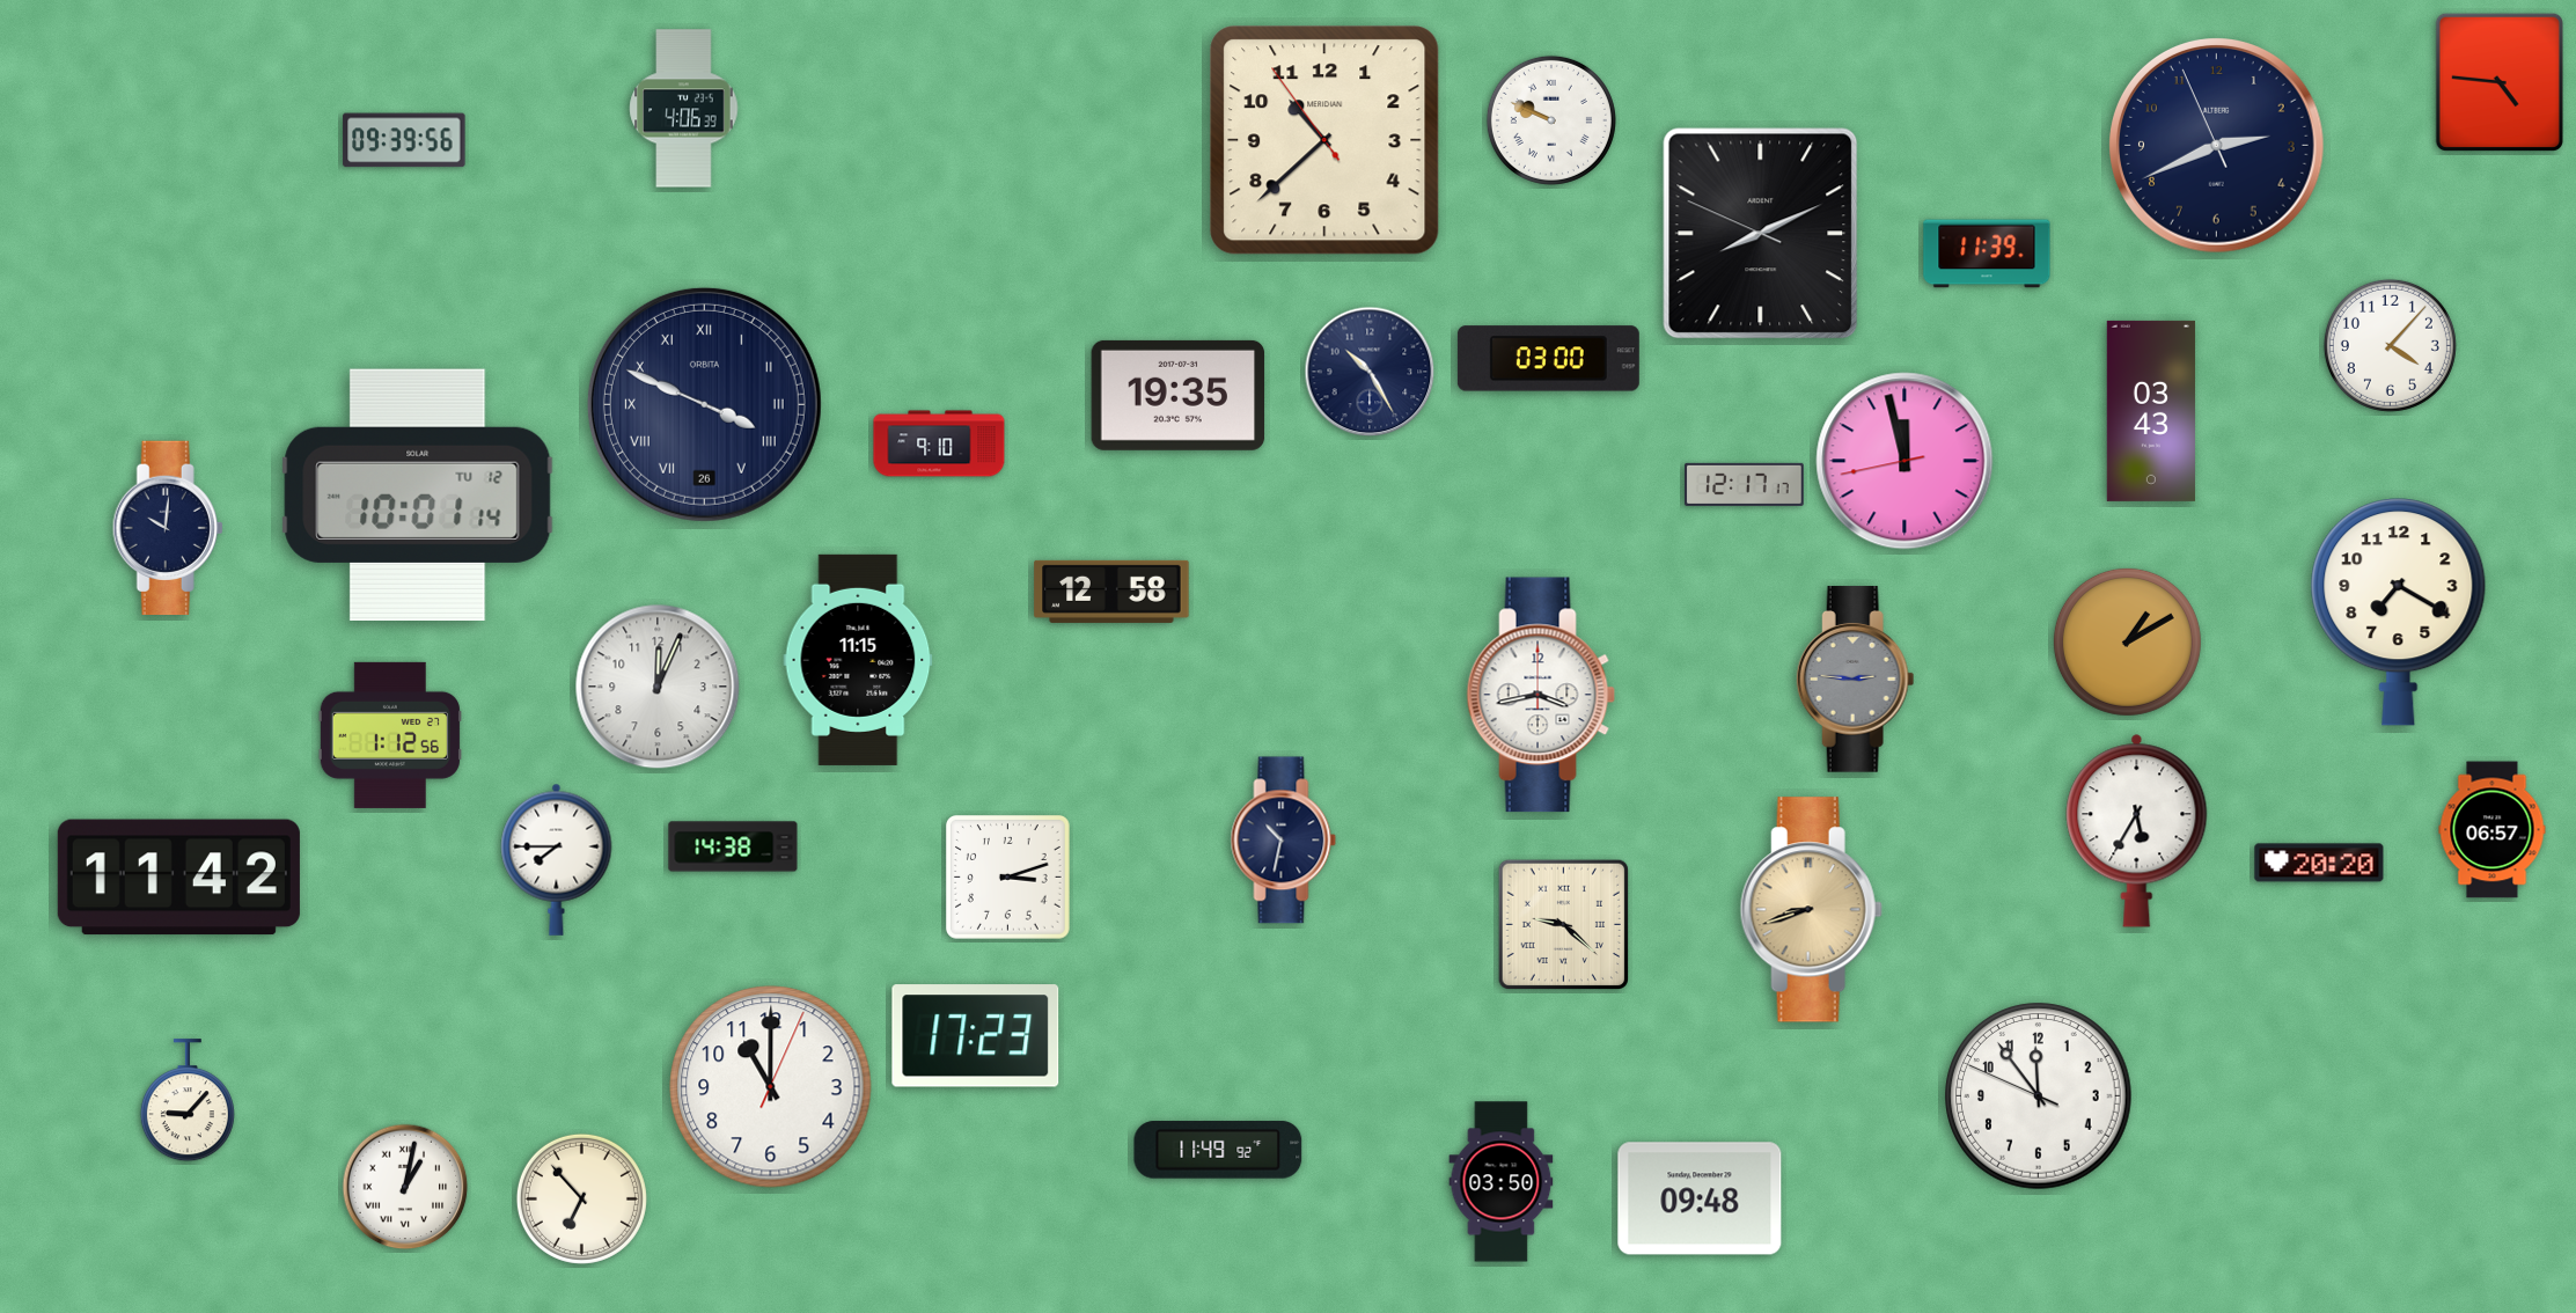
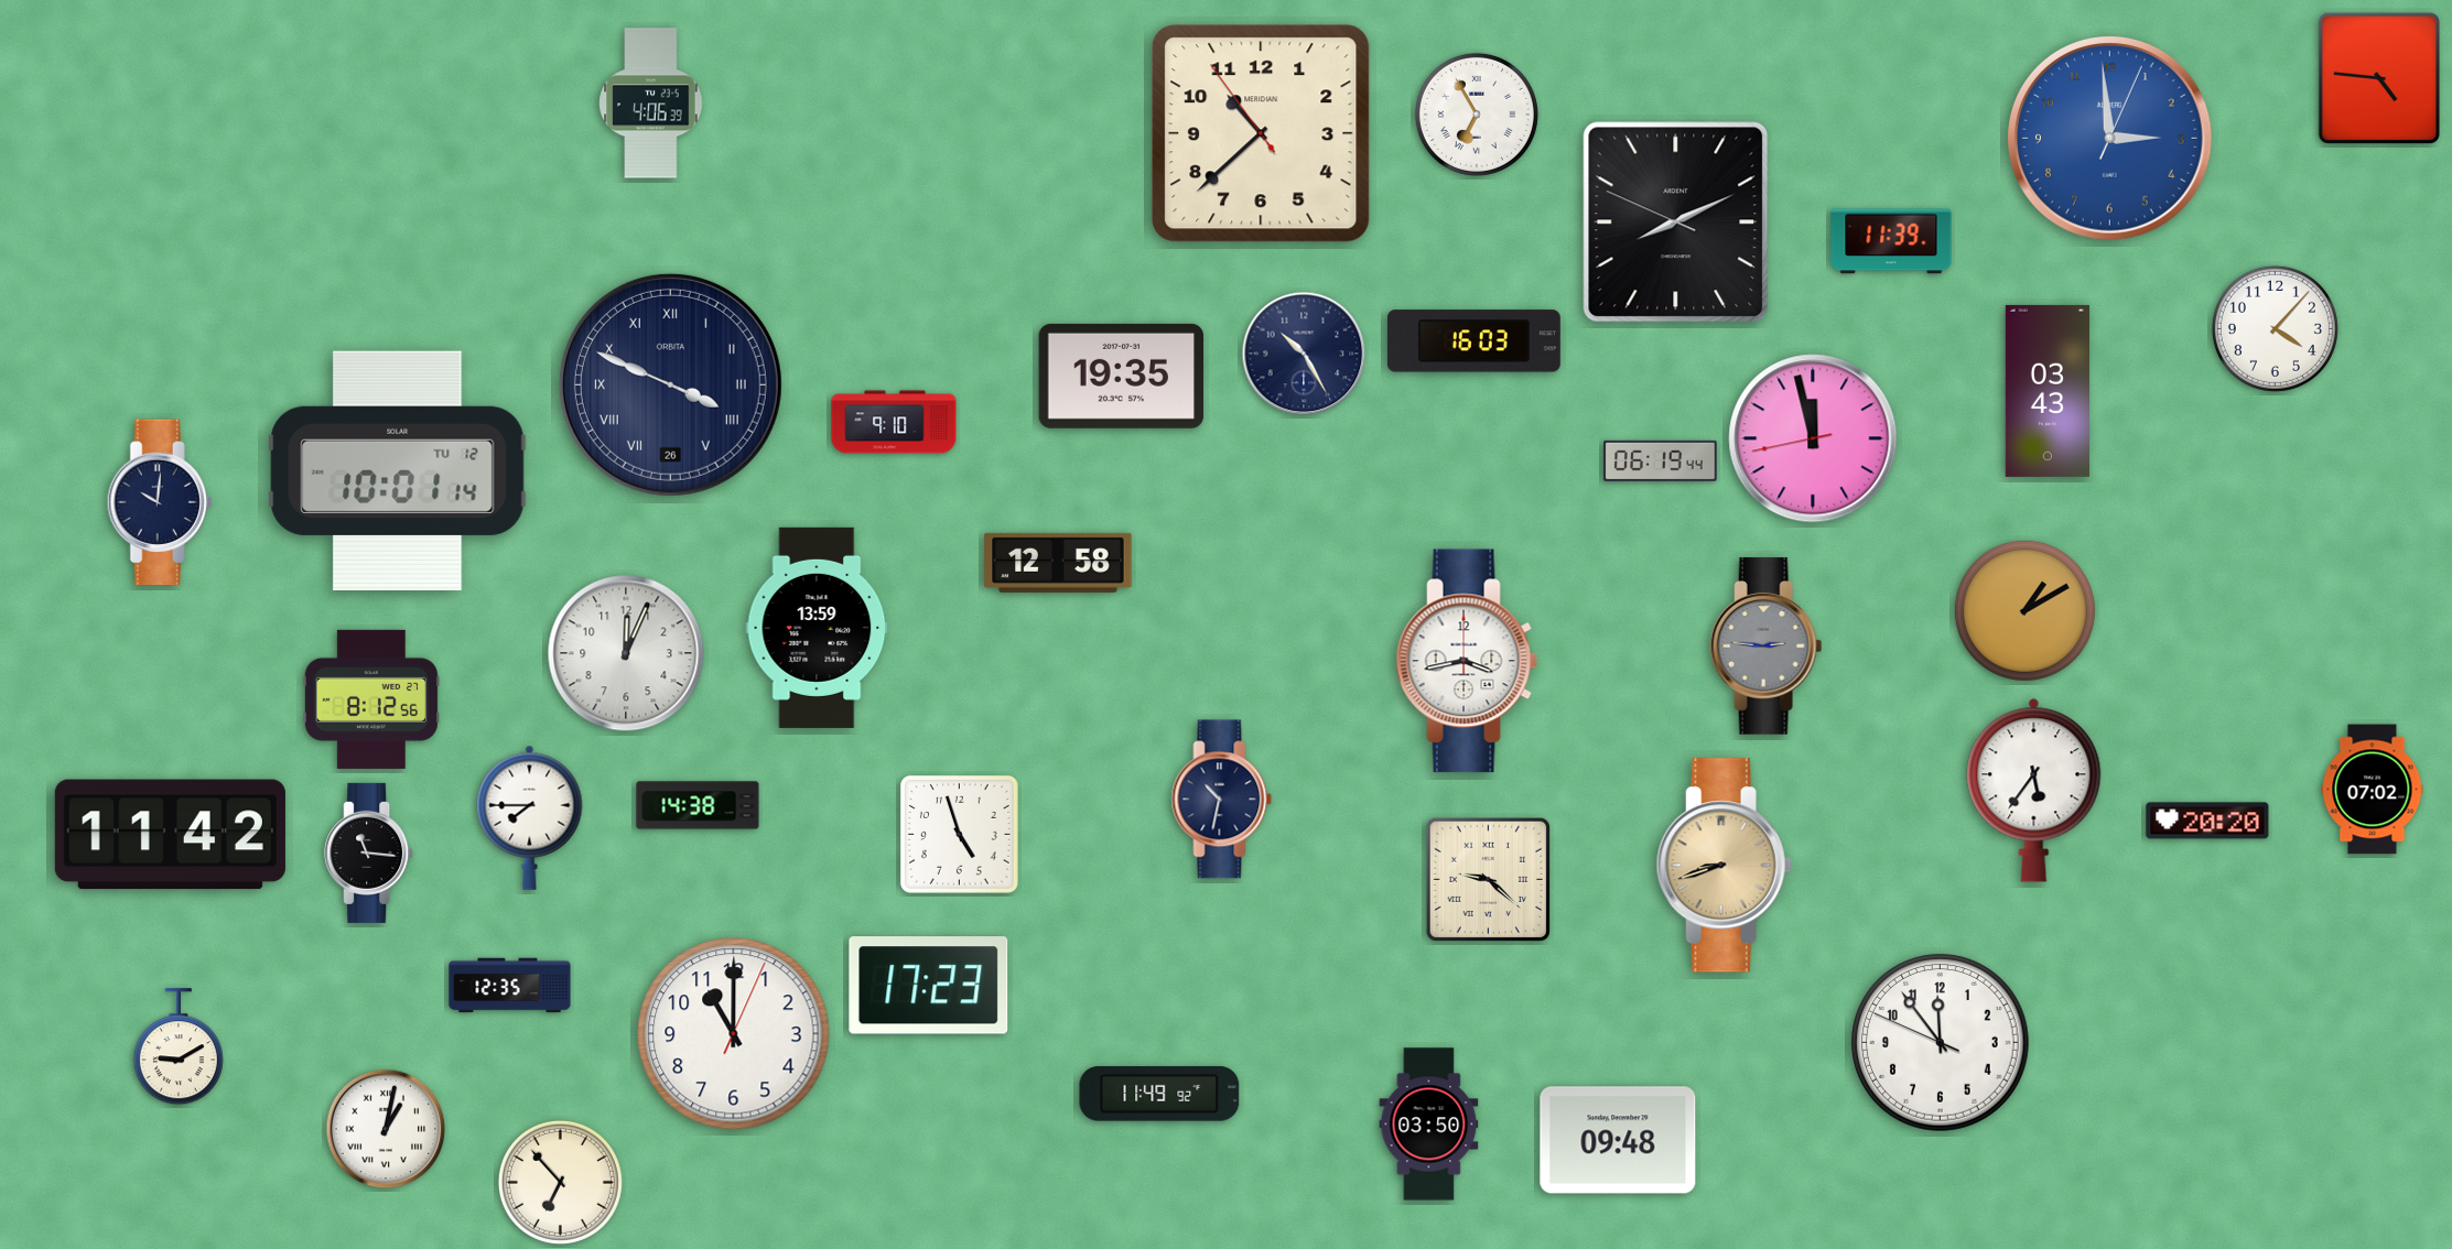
clock at (1551, 120): 9:49 -> 6:55
clock at (404, 140): 09:39 -> none
clock at (2217, 146): 2:40 -> 2:59
clock at (2217, 146) dial: navy -> blue
clock at (1548, 359): 03:00 -> 16:03
clock at (1745, 484): 12:17 -> 06:19
clock at (2399, 613): 7:20 -> none
clock at (858, 660): 11:15 -> 13:59
clock at (390, 735): 1:12 -> 8:12
clock at (2137, 830): 5:35 -> 5:36
clock at (2493, 830): 06:57 -> 07:02
clock at (1007, 876): 3:12 -> 4:57
clock at (369, 852): none -> 11:16
clock at (510, 986): none -> 12:35
clock at (188, 1101): 9:07 -> 9:10
clock at (581, 1198) position: (581, 1198) -> (560, 1182)
